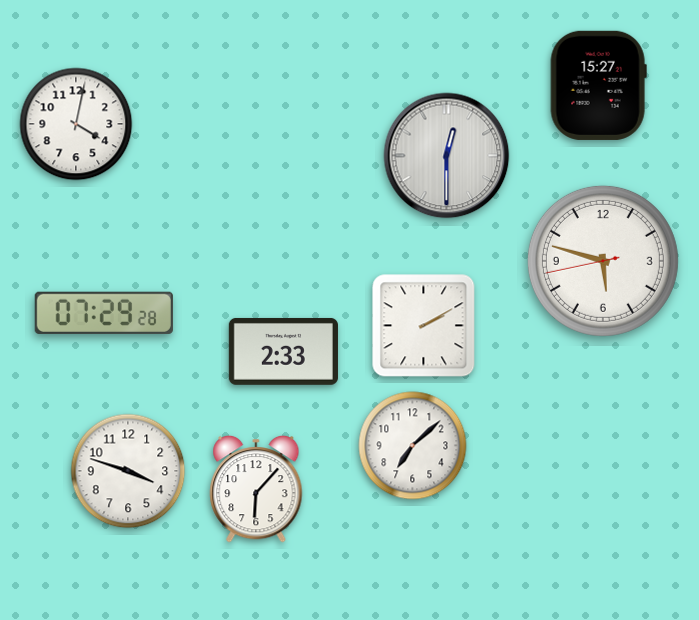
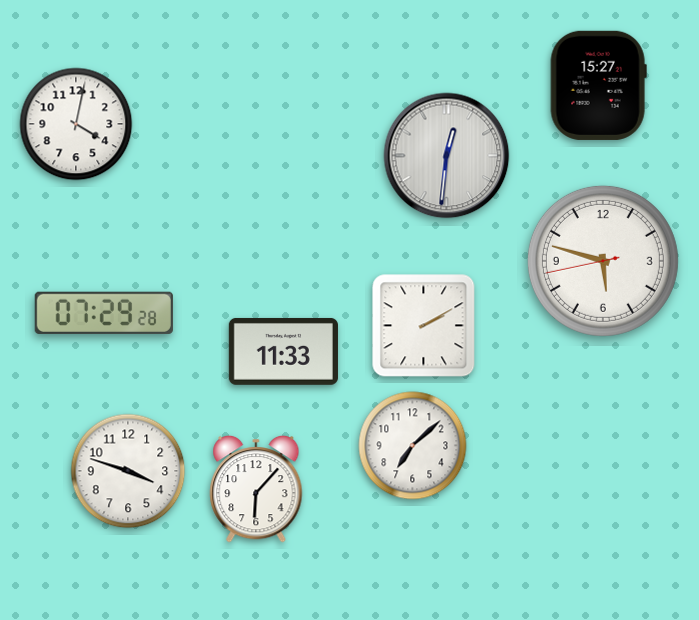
clock at (447, 156): 12:30 -> 12:31
clock at (283, 351): 2:33 -> 11:33
